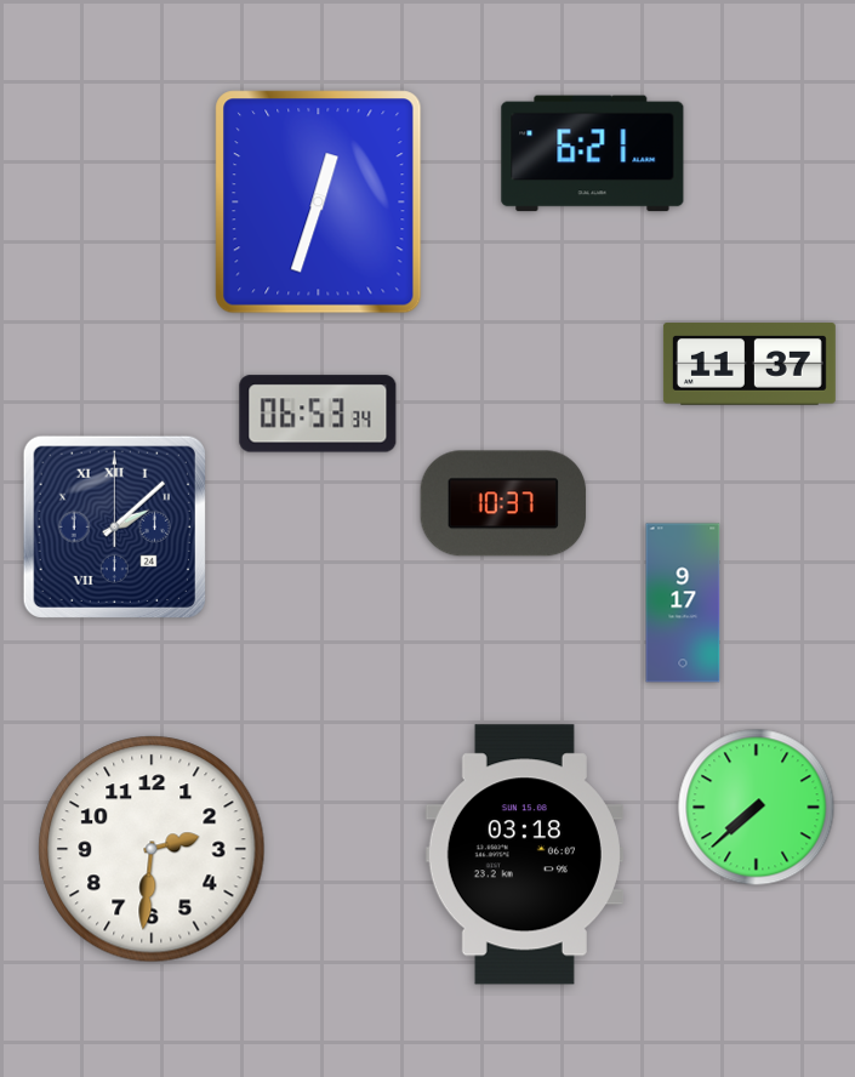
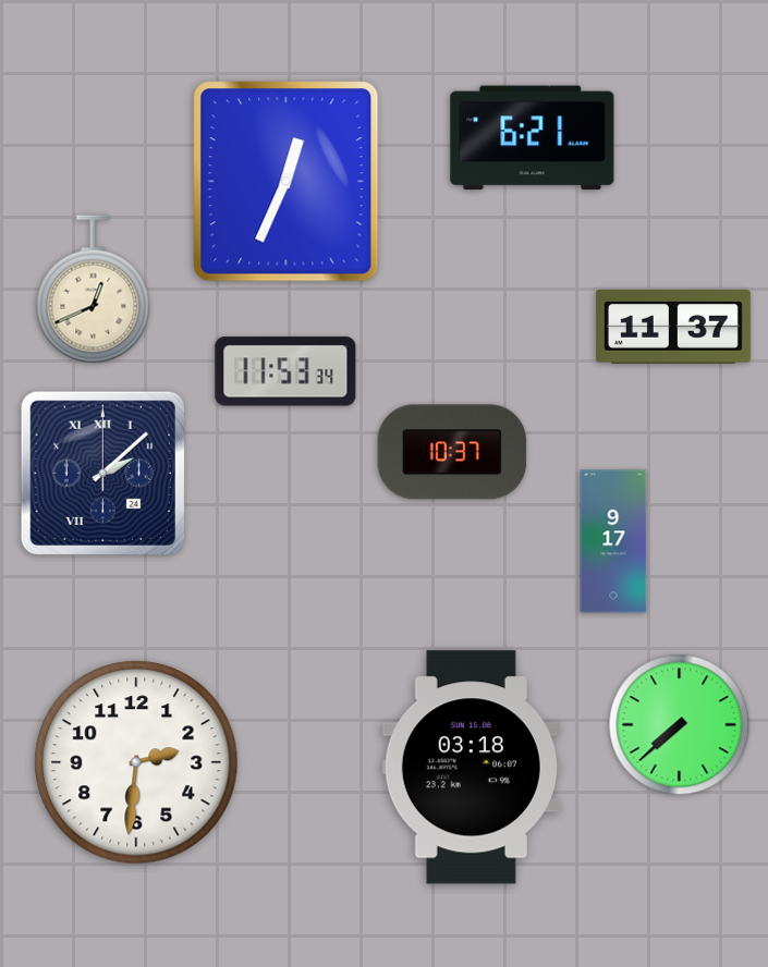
clock at (319, 203): 12:33 -> 12:34
clock at (94, 290): none -> 12:41
clock at (318, 414): 06:53 -> 11:53
